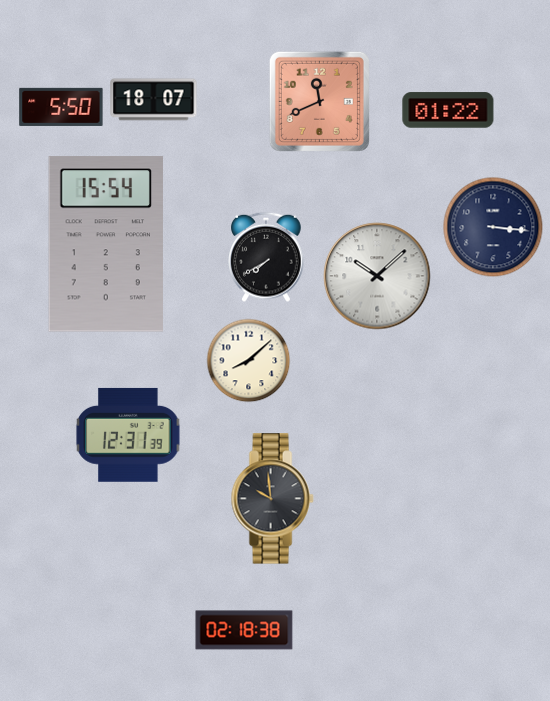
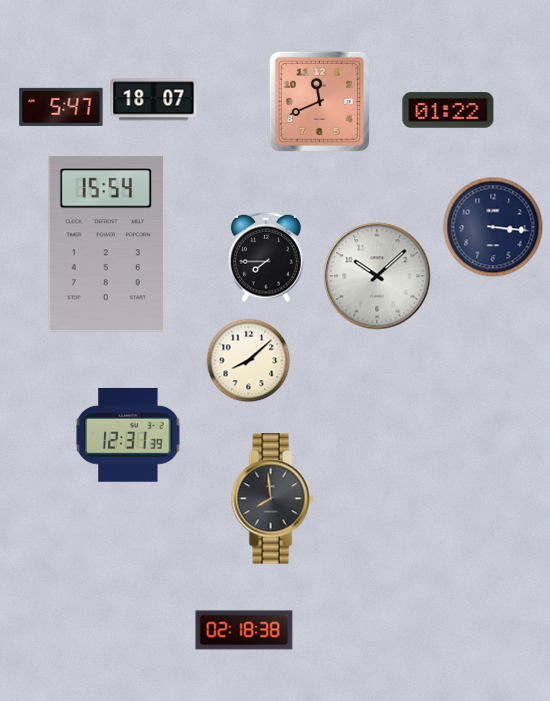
clock at (61, 107): 5:50 -> 5:47
clock at (266, 257): 7:40 -> 7:45
clock at (272, 499): 9:59 -> 7:59
